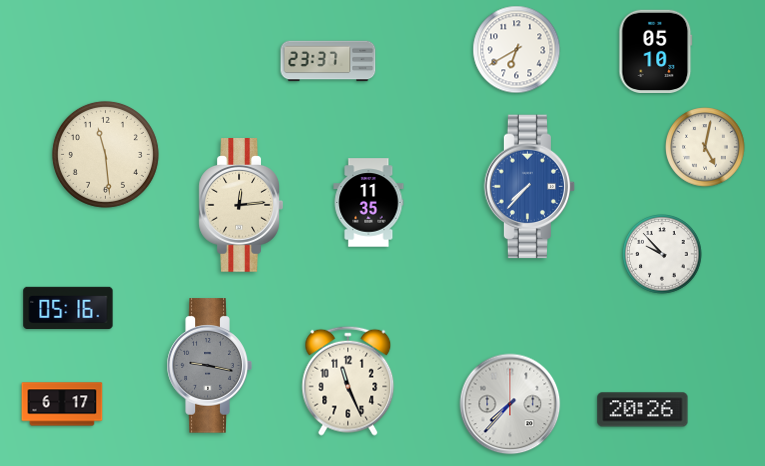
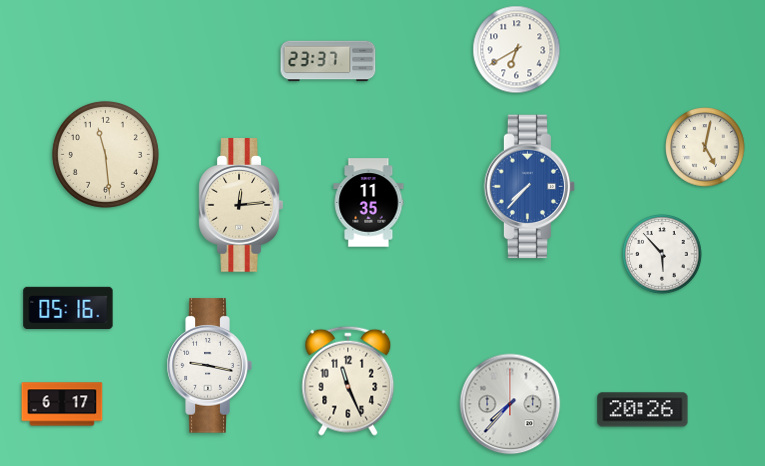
clock at (656, 52): 05:10 -> none
clock at (662, 254): 9:53 -> 5:53
clock at (209, 366) dial: grey -> white
